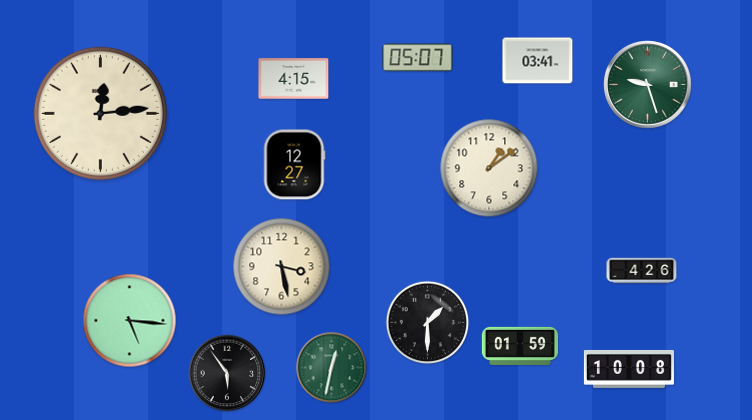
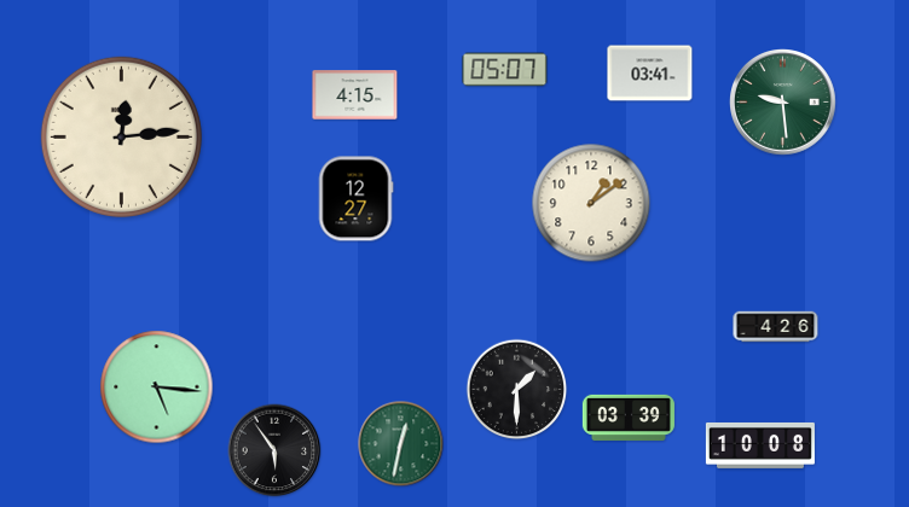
clock at (648, 85): 9:27 -> 9:29
clock at (282, 267): 3:28 -> none
clock at (520, 346): 01:59 -> 03:39
